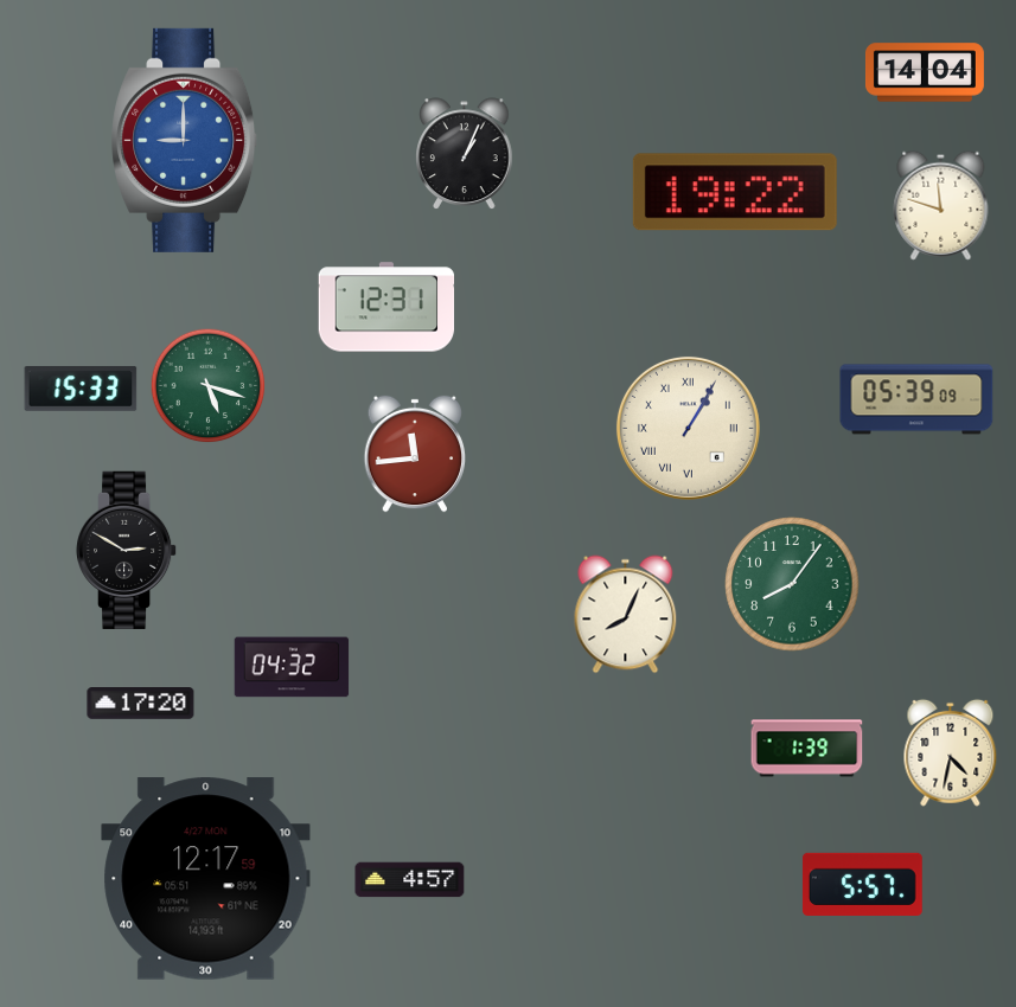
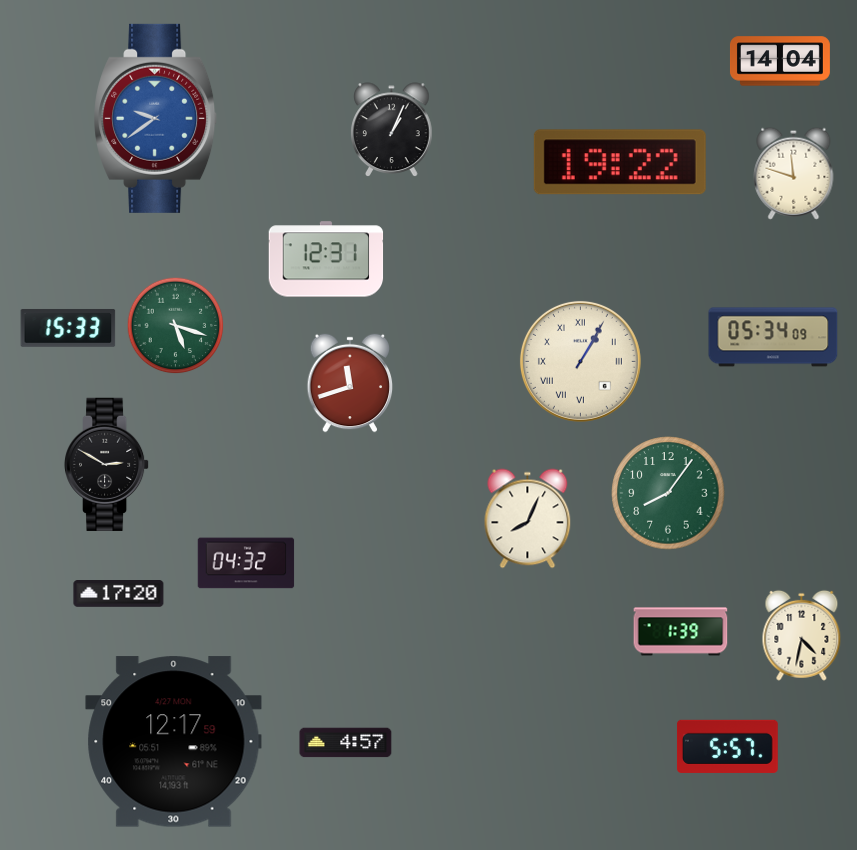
clock at (185, 140): 9:00 -> 9:39
clock at (916, 399): 05:39 -> 05:34
clock at (415, 454): 11:44 -> 11:42
